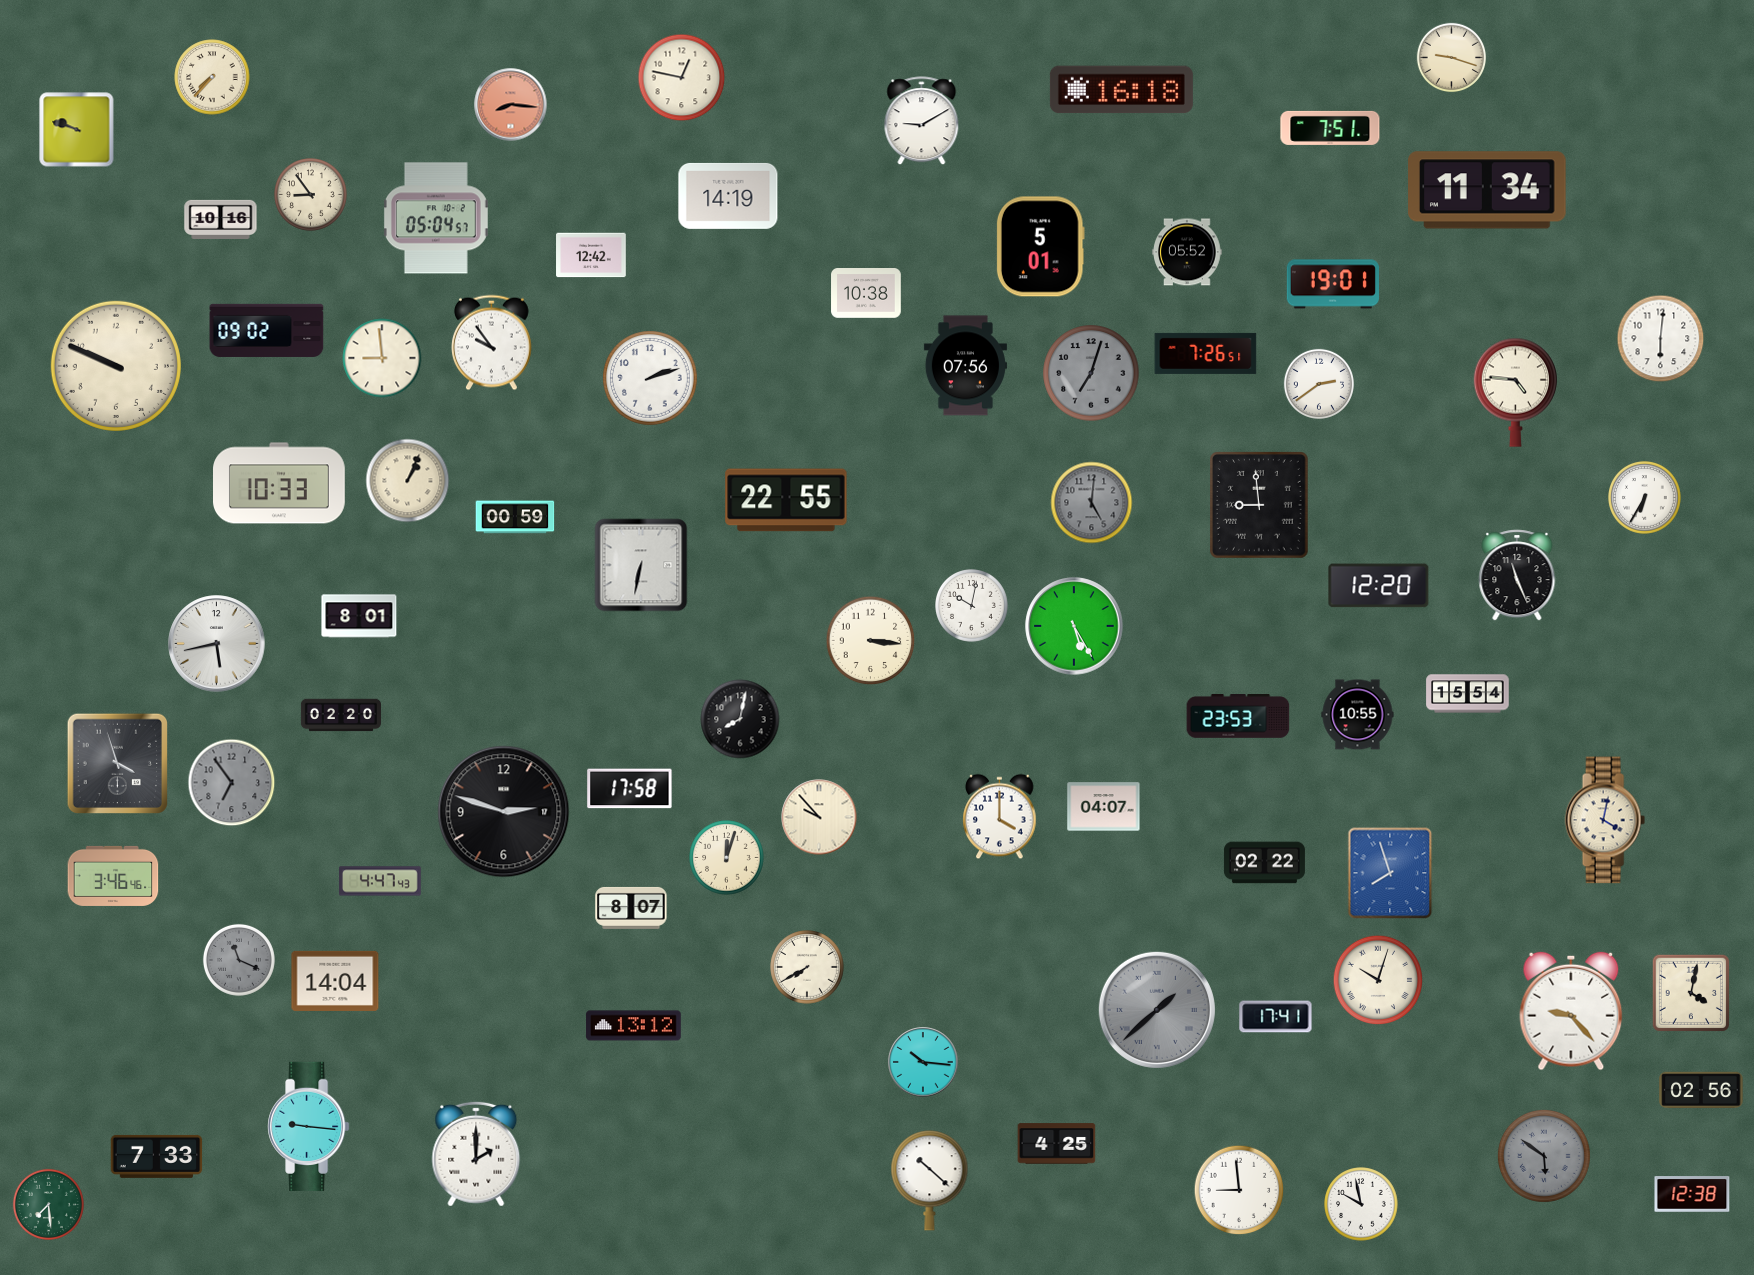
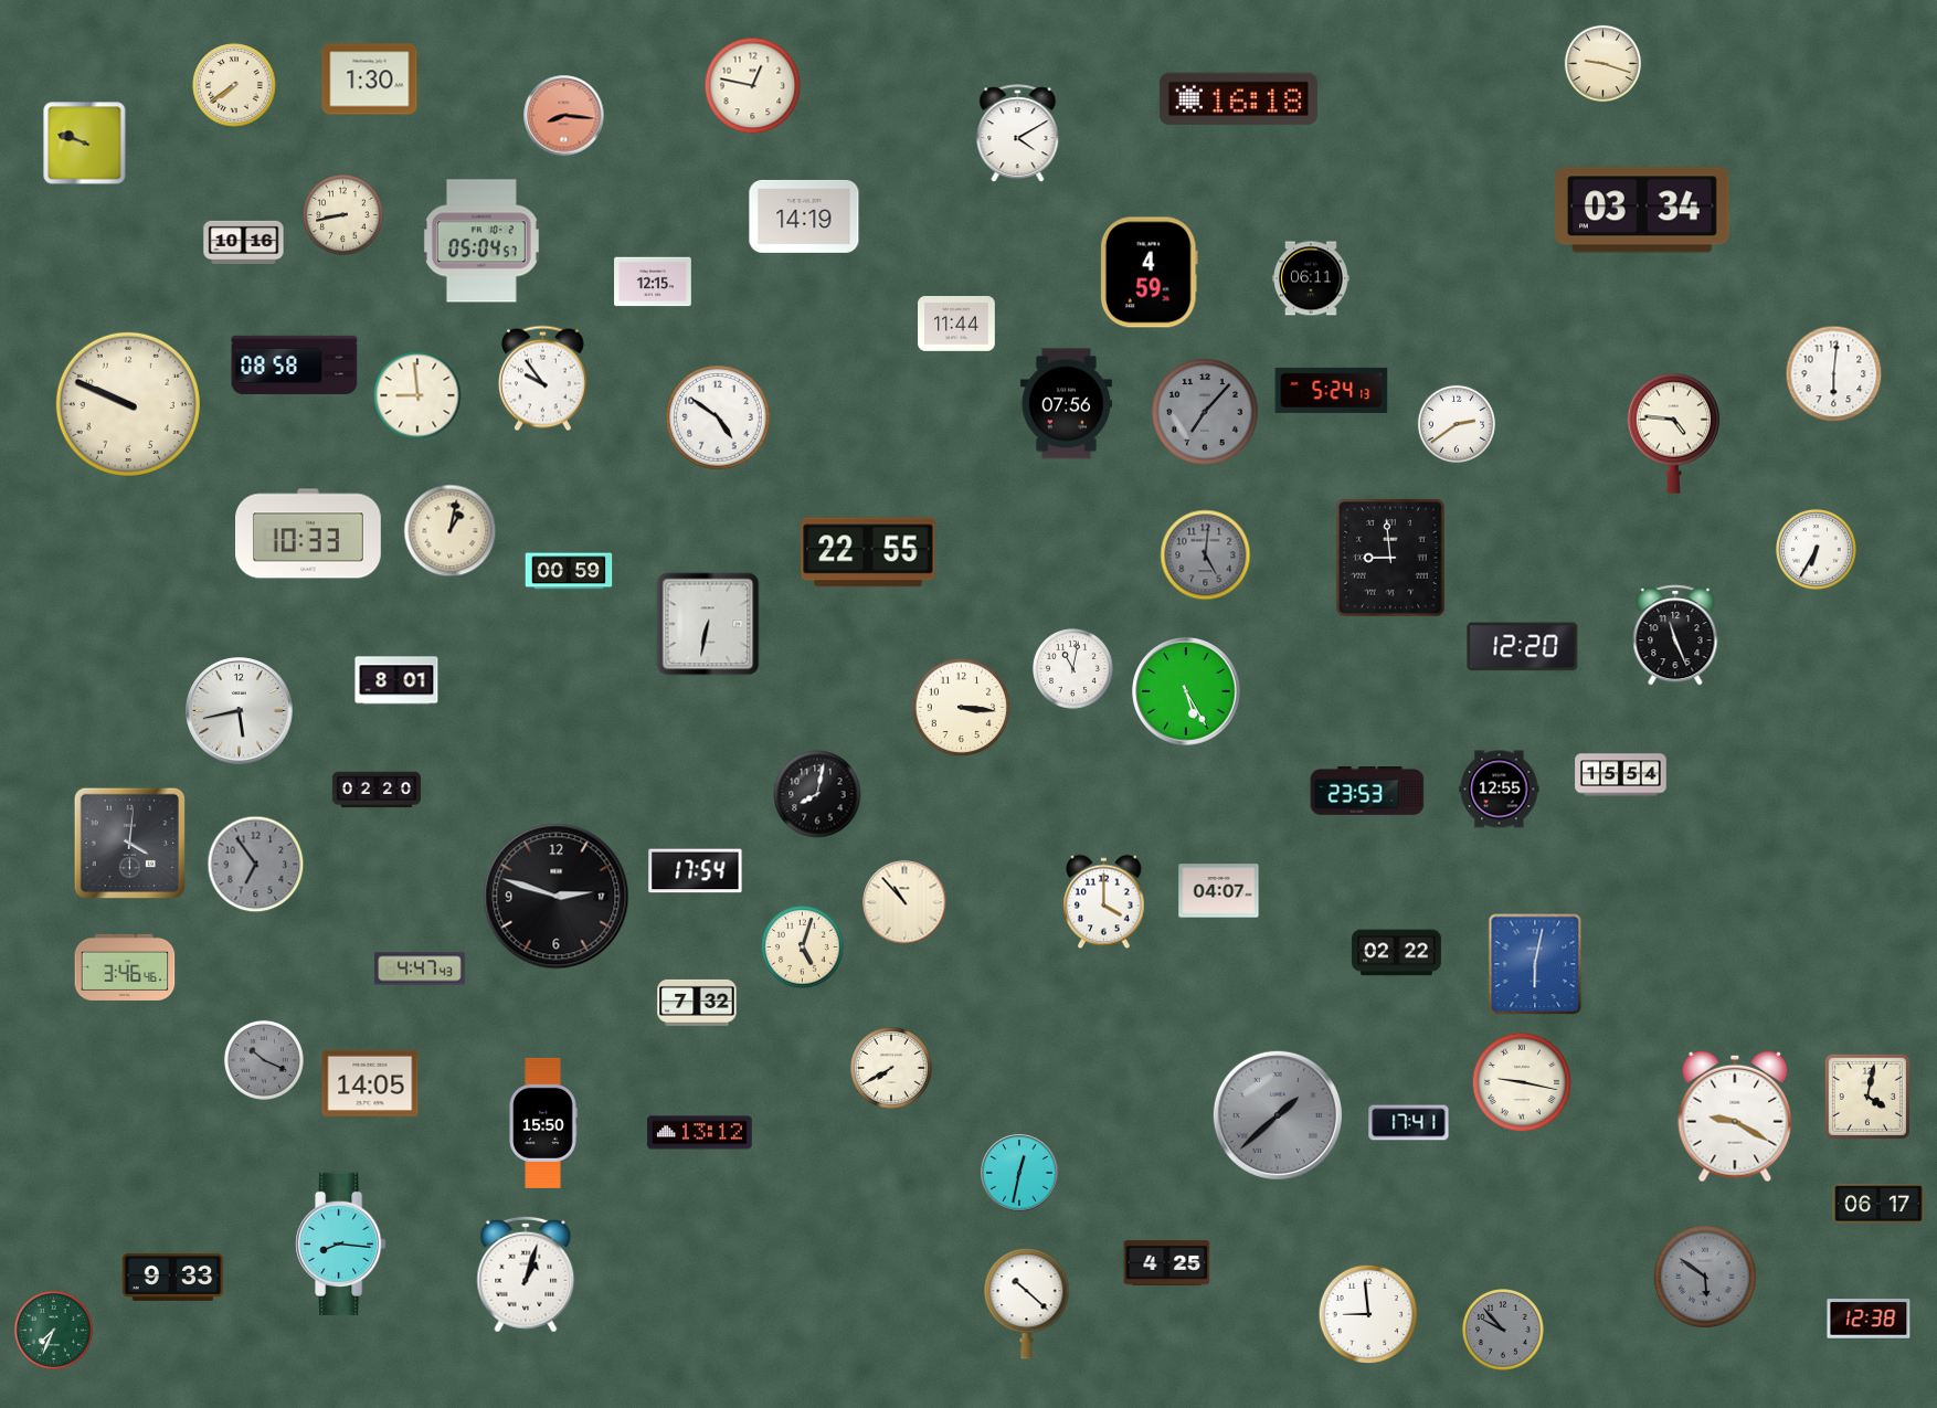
clock at (370, 80): none -> 1:30
clock at (212, 77): 7:37 -> 7:39
clock at (922, 121): 9:10 -> 4:10
clock at (1330, 128): 7:51 -> none
clock at (1487, 190): 11:34 -> 03:34
clock at (311, 195): 8:54 -> 8:43
clock at (1040, 247): 5:01 -> 4:59
clock at (1187, 252): 05:52 -> 06:11
clock at (591, 255): 12:42 -> 12:15
clock at (1333, 284): 19:01 -> none
clock at (866, 294): 10:38 -> 11:44
clock at (267, 330): 09:02 -> 08:58
clock at (1206, 353): 7:26 -> 5:24
clock at (382, 358) position: (382, 358) -> (417, 395)
clock at (1091, 373): 7:03 -> 7:07
clock at (650, 378): 2:12 -> 4:51
clock at (408, 481): 1:04 -> 1:02
clock at (972, 606): 10:02 -> 11:02
clock at (1468, 694) position: (1468, 694) -> (1621, 775)
clock at (1358, 715): 10:55 -> 12:55
clock at (117, 763): 3:57 -> 4:01
clock at (630, 789): 17:58 -> 17:54
clock at (819, 817): 9:53 -> 10:53
clock at (1605, 820): 4:02 -> none
clock at (727, 858): 12:03 -> 5:03
clock at (1390, 873): 7:57 -> 6:02
clock at (381, 881) position: (381, 881) -> (421, 968)
clock at (631, 908): 8:07 -> 7:32
clock at (239, 960): 11:19 -> 10:19
clock at (1378, 980): 10:03 -> 9:17
clock at (335, 981): 14:04 -> 14:05
clock at (1571, 1011): 9:23 -> 9:20
clock at (543, 1123): none -> 15:50
clock at (923, 1062): 10:16 -> 12:32
clock at (1701, 1090): 02:56 -> 06:17
clock at (309, 1126): 9:16 -> 8:16
clock at (476, 1154): 2:00 -> 1:03
clock at (157, 1156): 7:33 -> 9:33
clock at (48, 1204): 7:29 -> 7:34
clock at (1361, 1204): 9:58 -> 9:53
clock at (1361, 1204) dial: white -> grey
